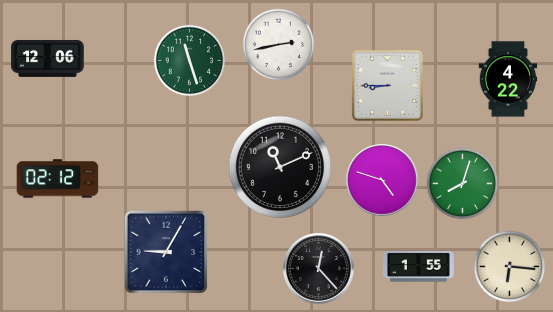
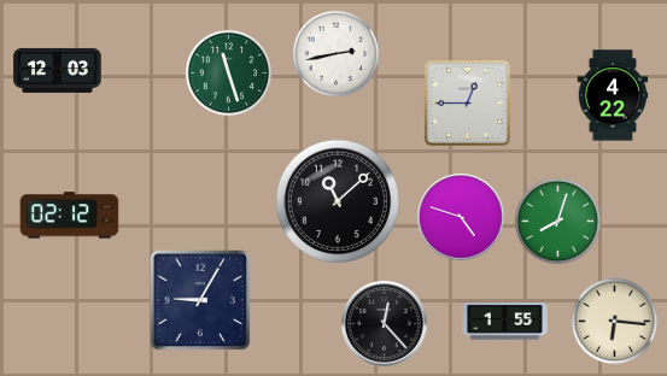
clock at (48, 58): 12:06 -> 12:03
clock at (387, 85): 8:45 -> 12:45
clock at (279, 166): 11:11 -> 11:08
clock at (166, 252) position: (166, 252) -> (200, 300)
